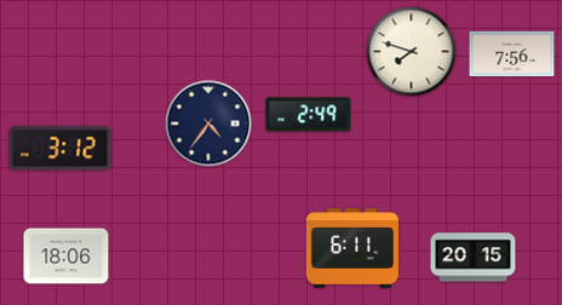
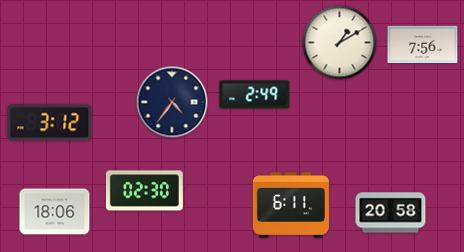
clock at (412, 52): 7:48 -> 1:10
clock at (144, 191): none -> 02:30
clock at (474, 258): 20:15 -> 20:58
